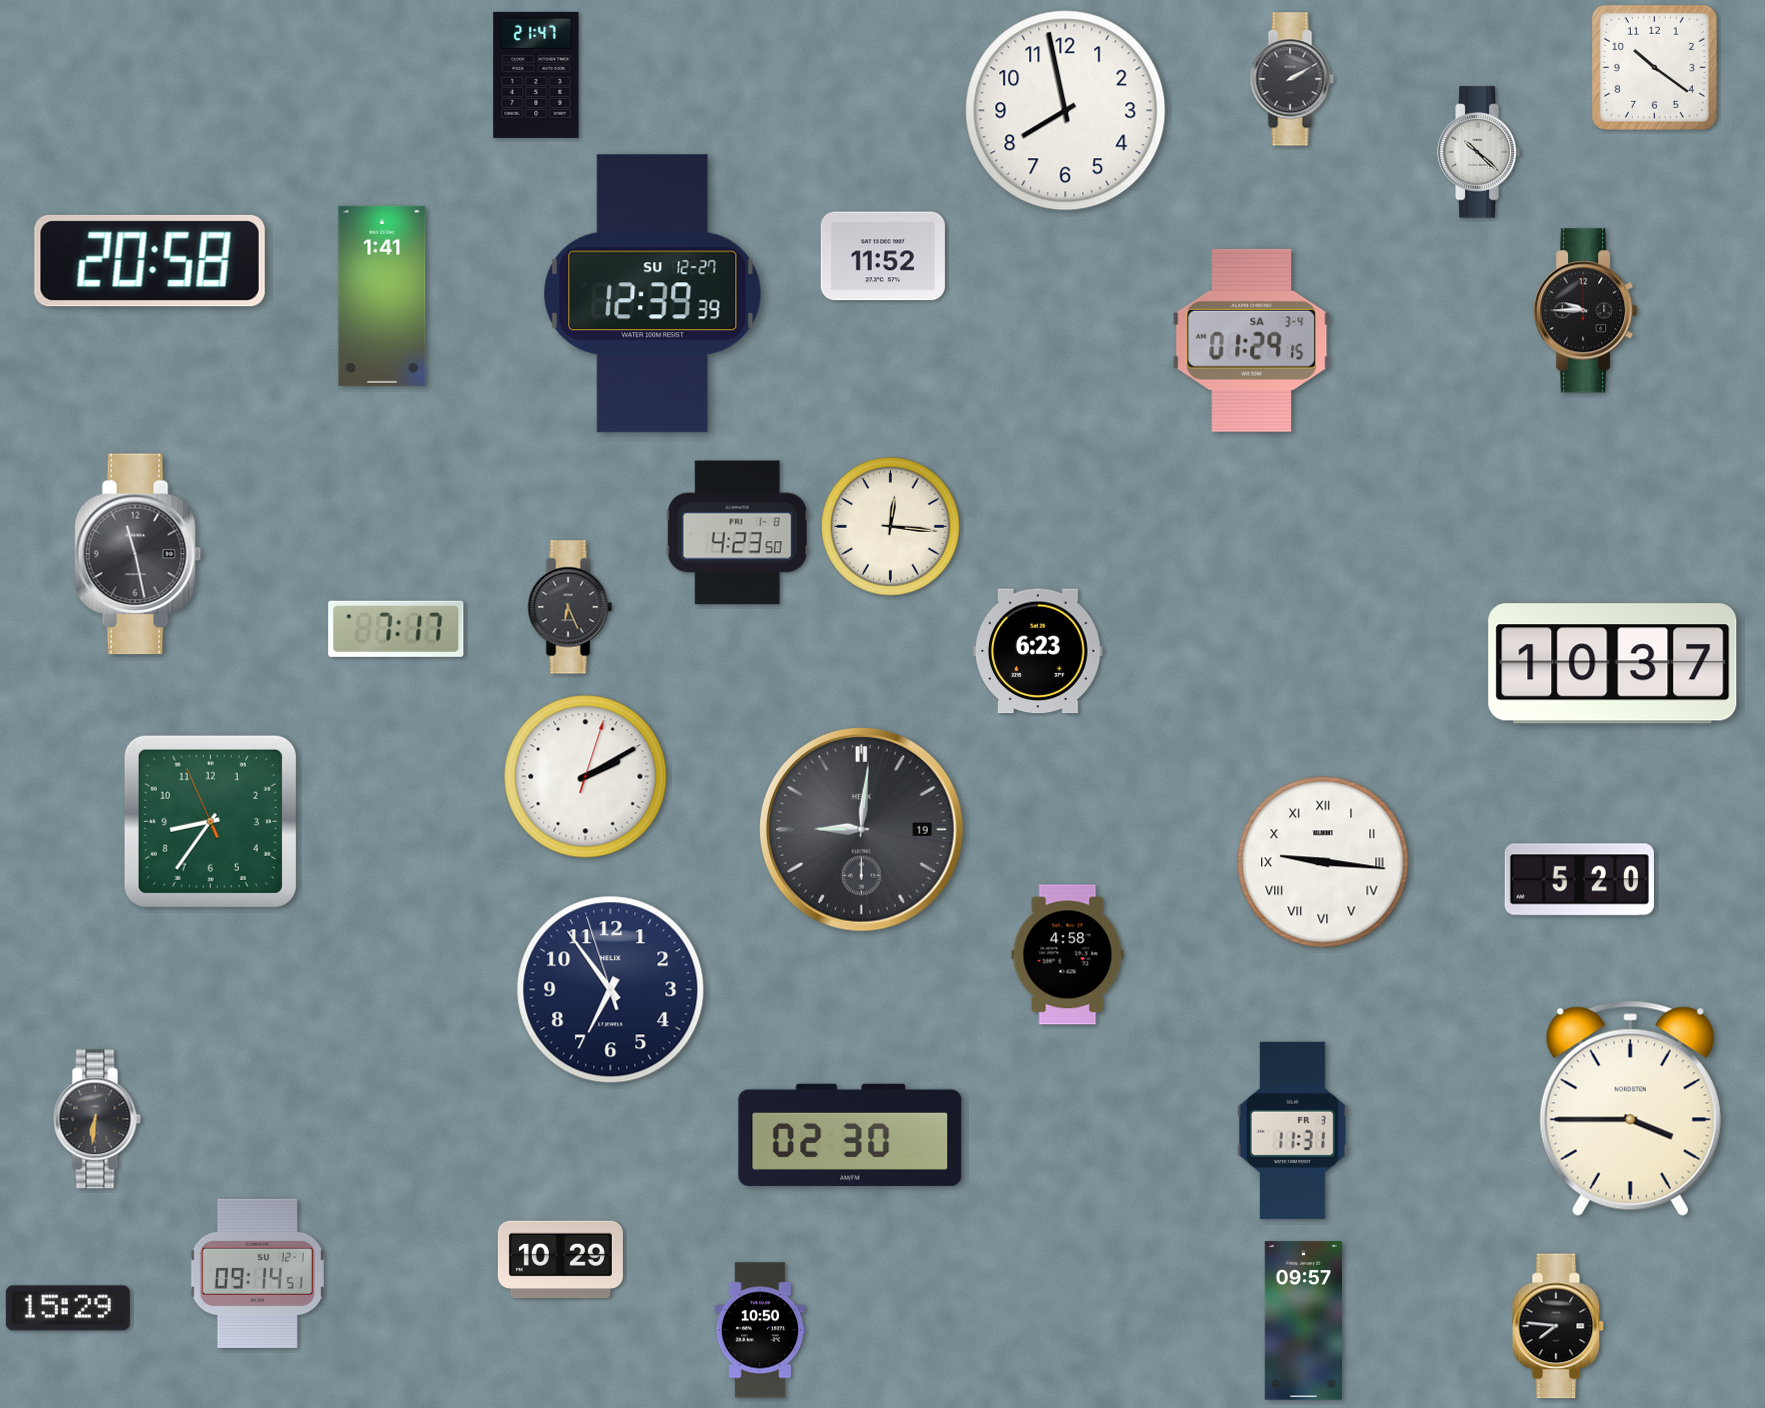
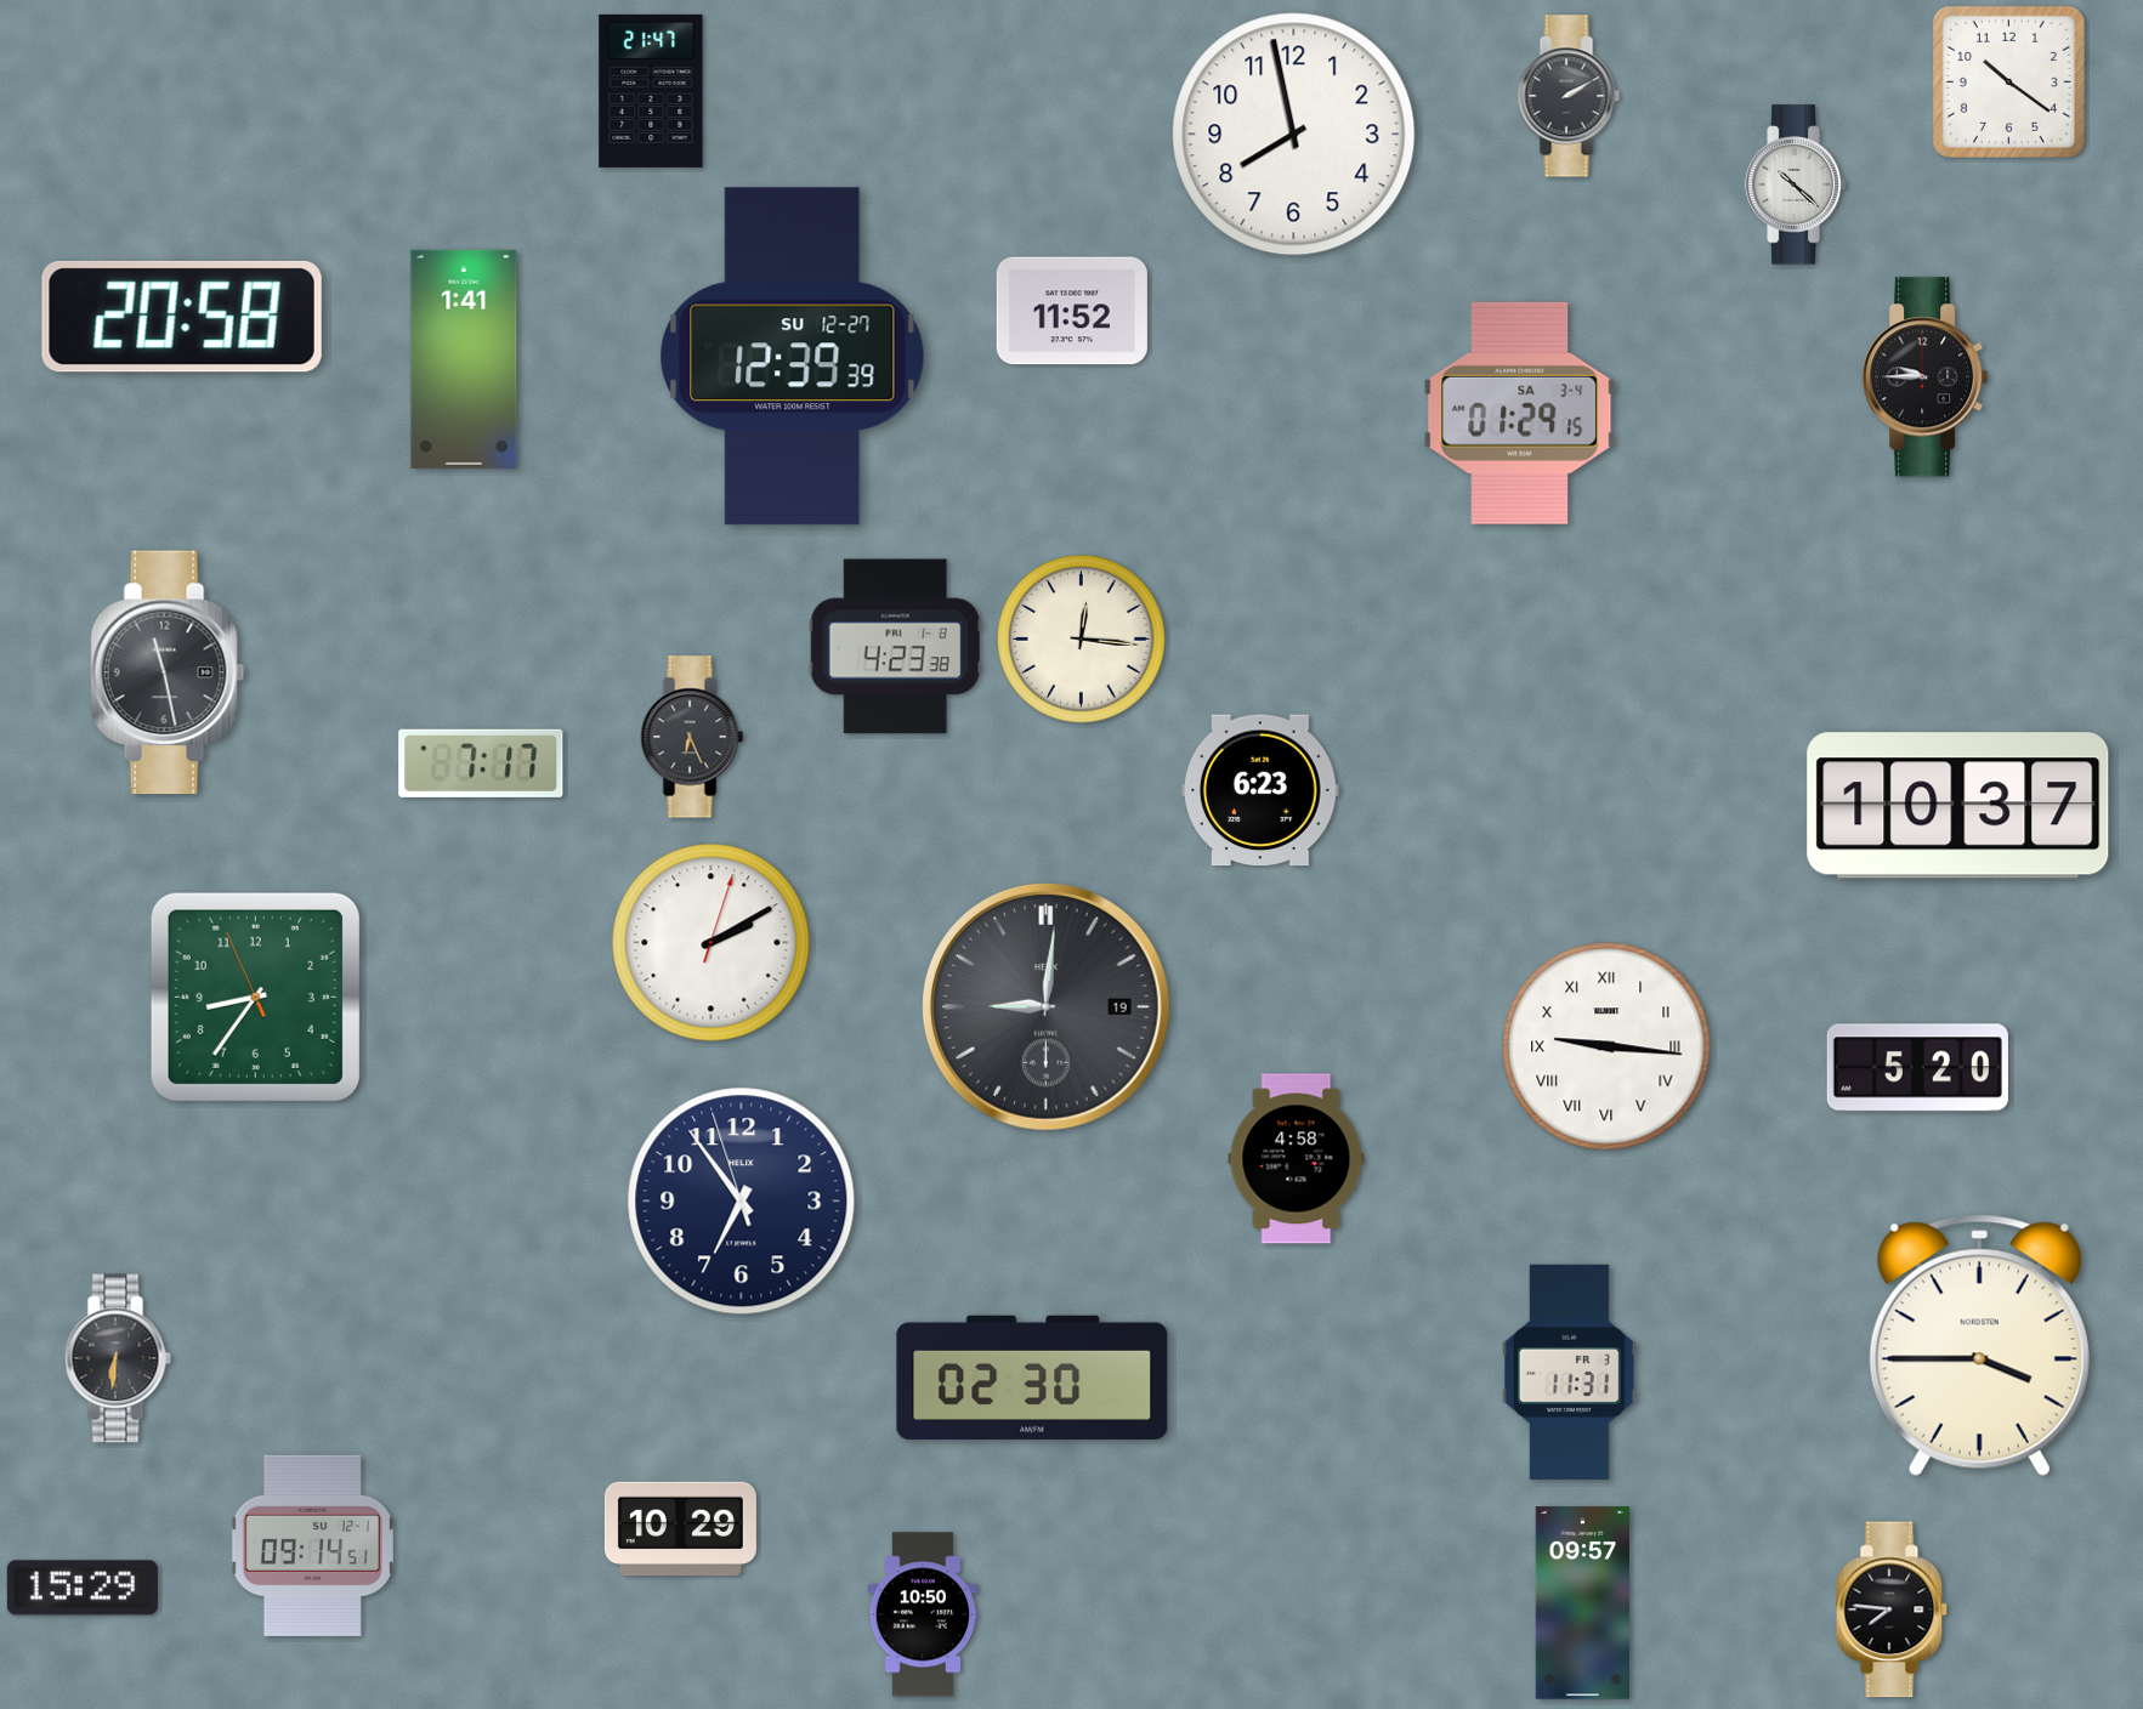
clock at (737, 533): 4:23:50 -> 4:23:38
